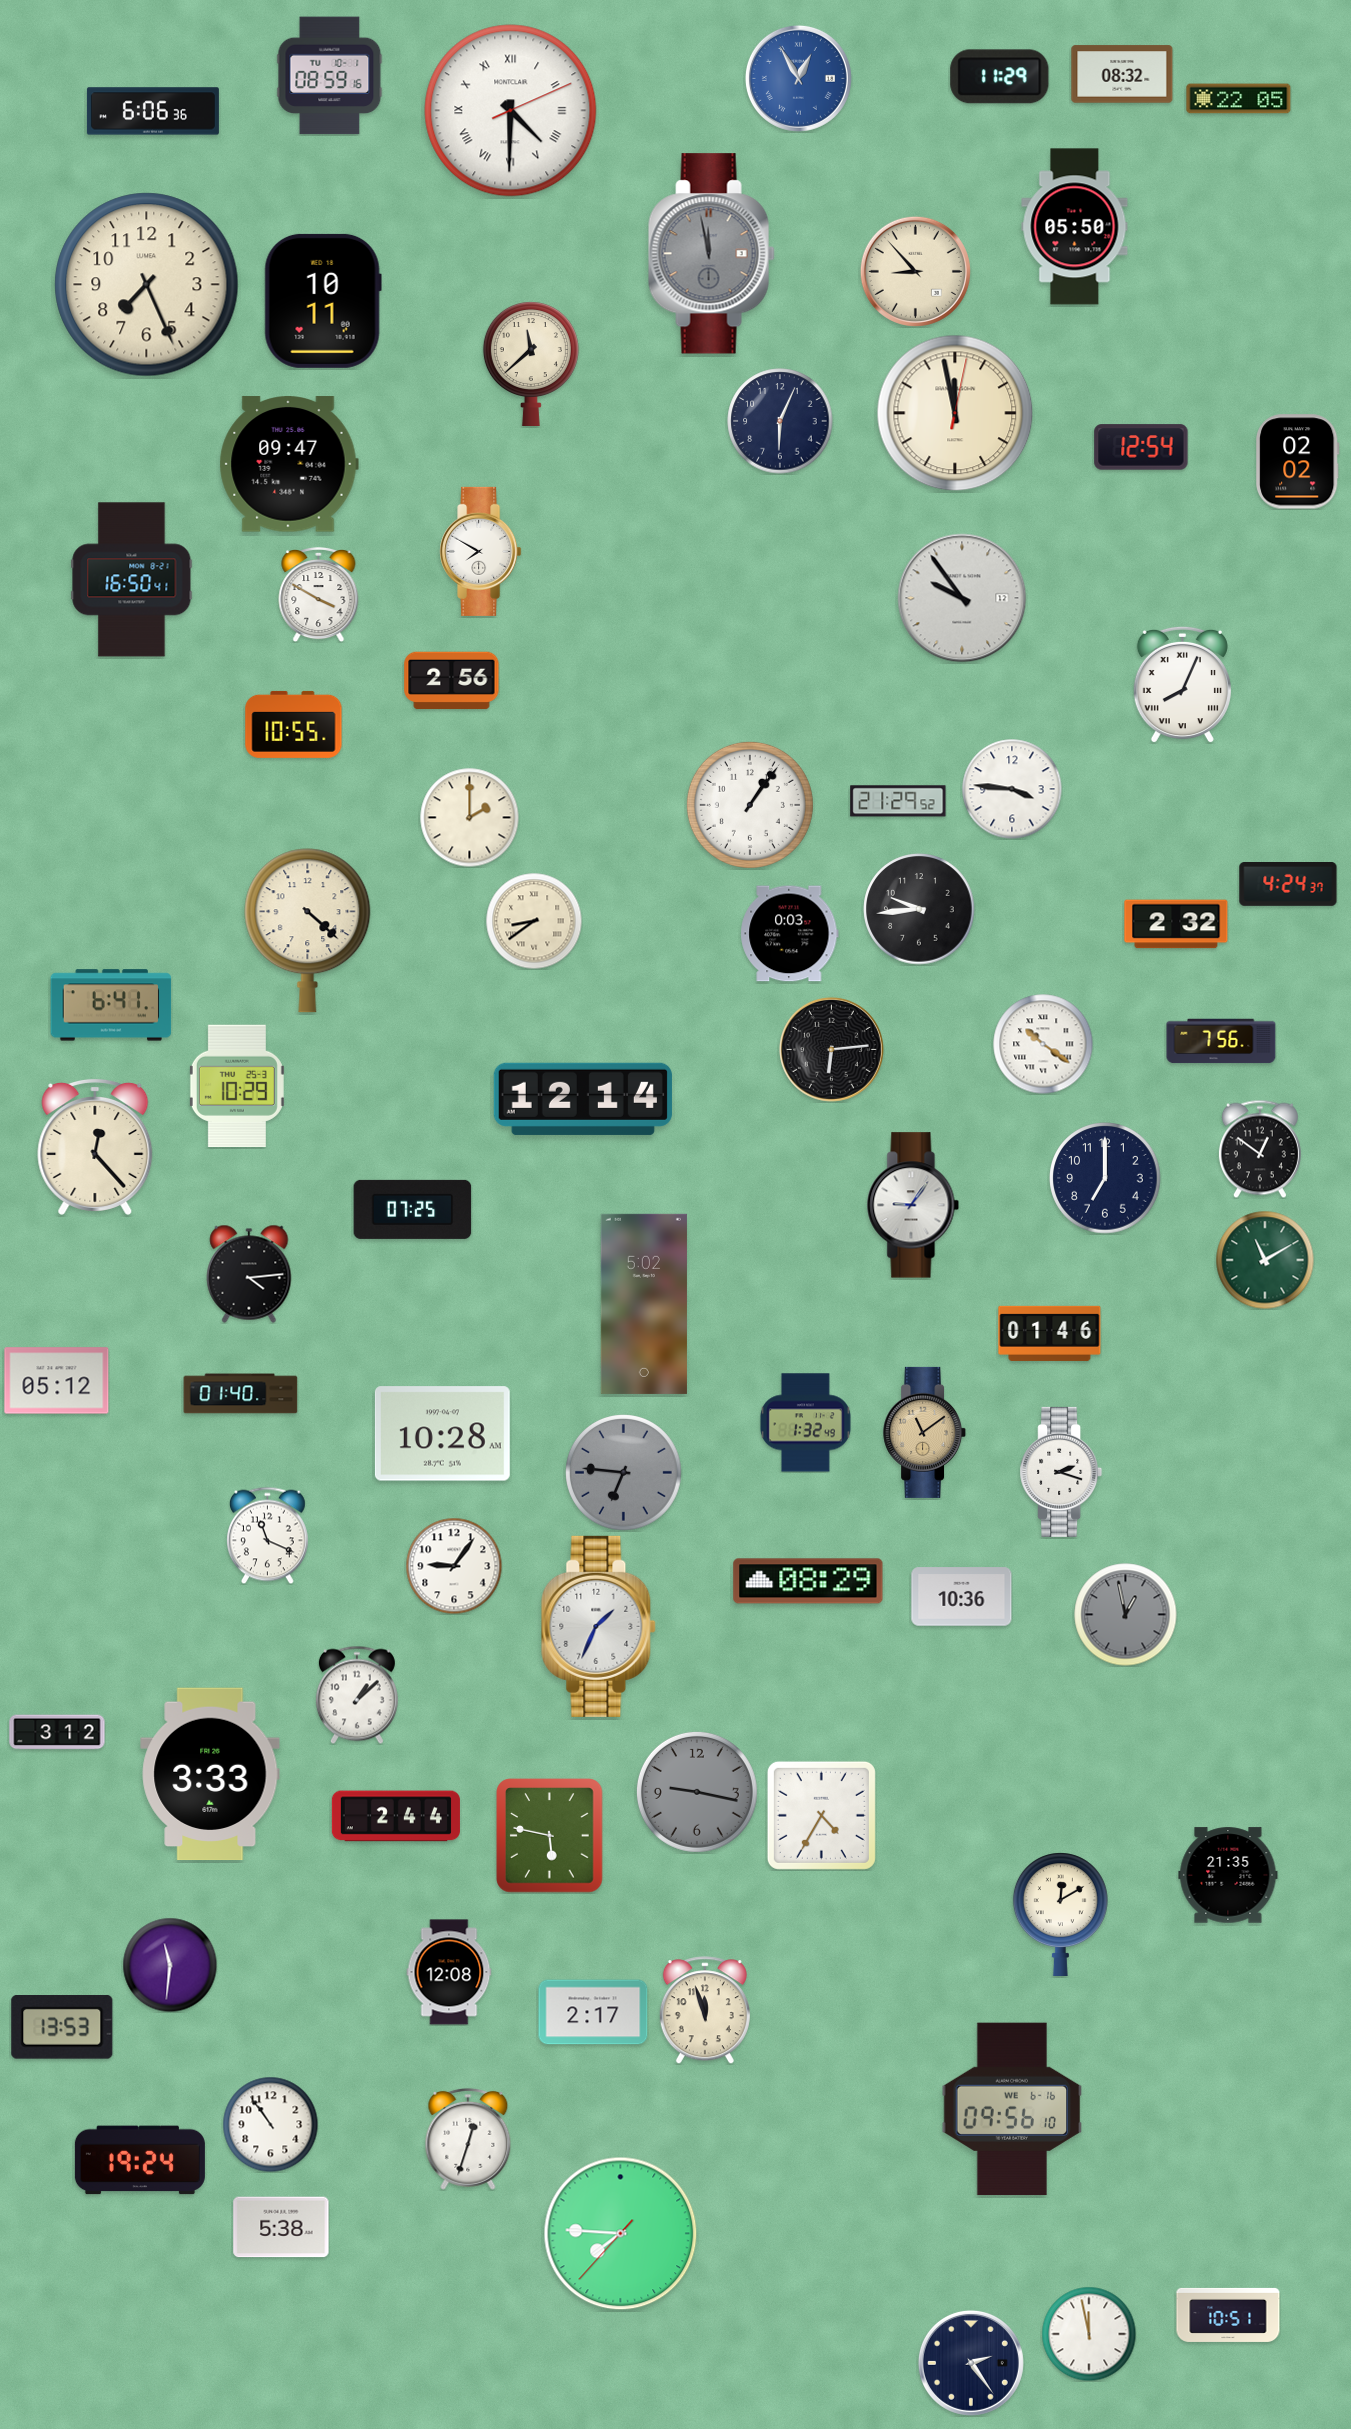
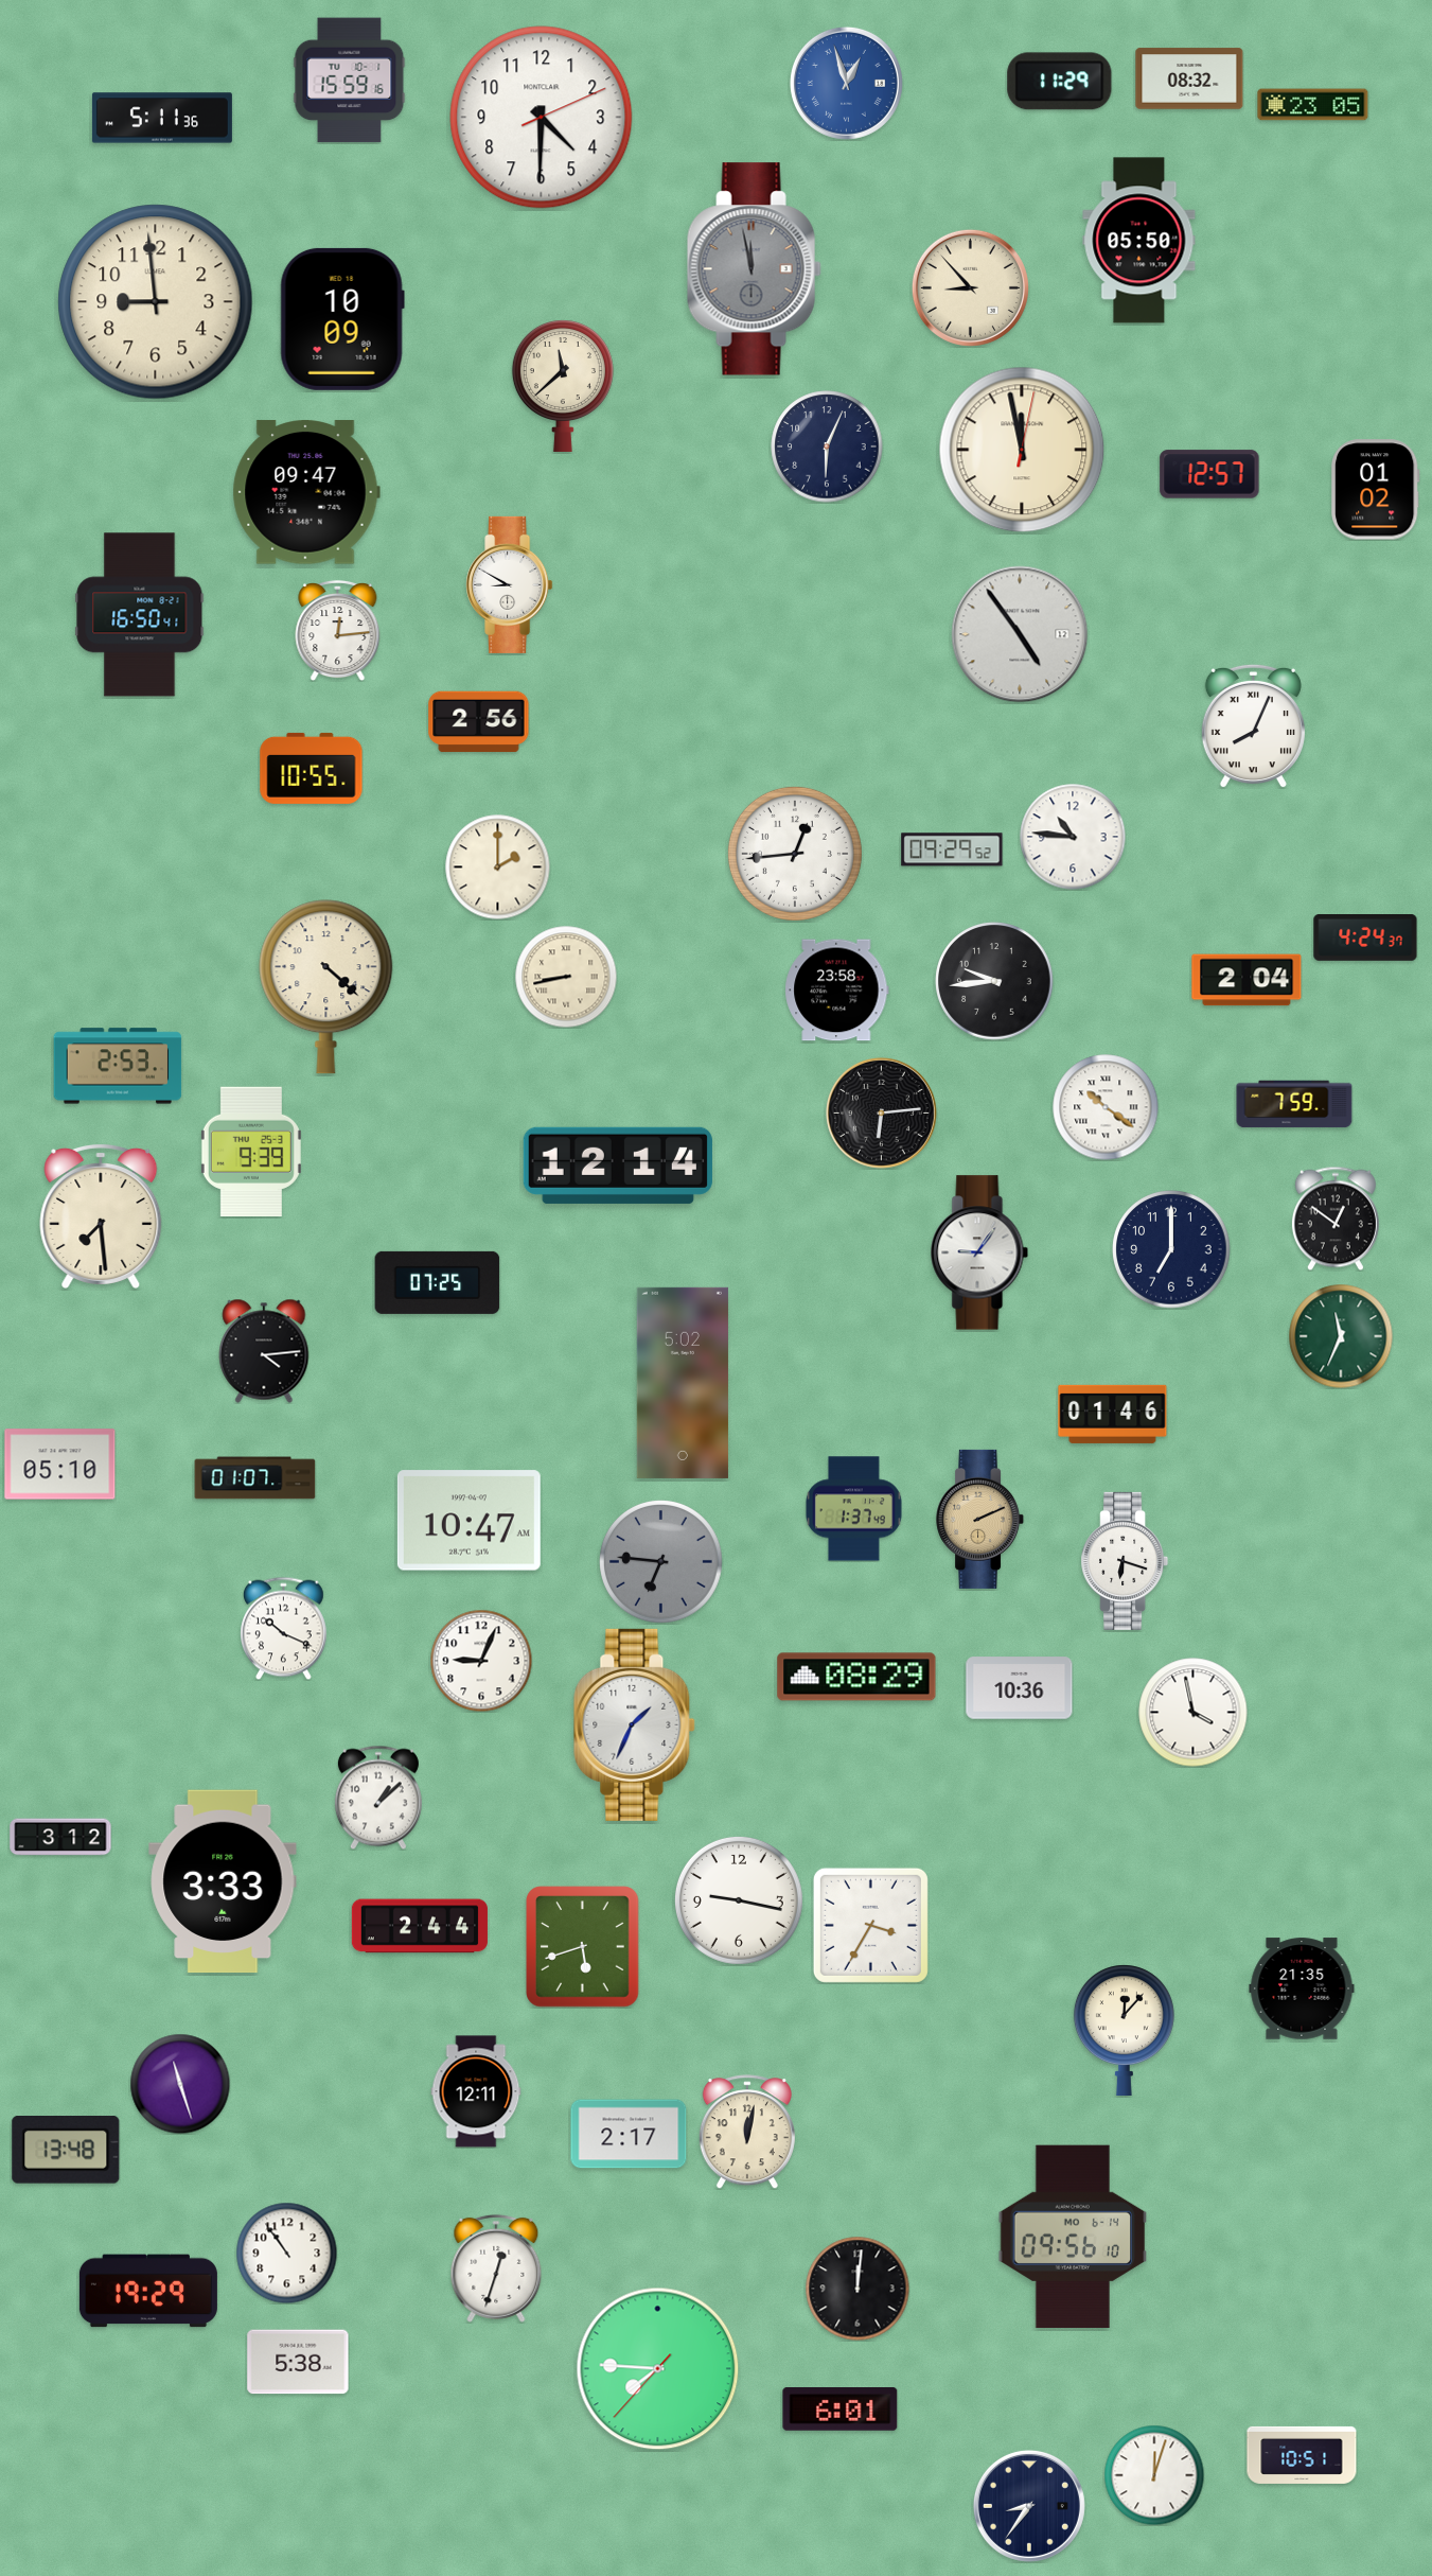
clock at (330, 76): 08:59 -> 15:59
clock at (798, 78): 12:55 -> 12:57
clock at (1239, 99): 22:05 -> 23:05
clock at (153, 111): 6:06 -> 5:11
clock at (511, 111) numerals: Roman -> Arabic
clock at (147, 285): 7:26 -> 8:59
clock at (323, 301): 10:11 -> 10:09
clock at (955, 413) position: (955, 413) -> (1022, 450)
clock at (1141, 447): 12:54 -> 12:57
clock at (1298, 462): 02:02 -> 01:02
clock at (481, 551): 7:50 -> 8:50
clock at (319, 594): 3:50 -> 12:14
clock at (962, 598): 9:54 -> 4:54
clock at (1012, 789): 3:46 -> 10:46
clock at (898, 801): 21:29 -> 09:29
clock at (750, 805): 1:06 -> 12:44
clock at (919, 909) position: (919, 909) -> (994, 981)
clock at (534, 921): 8:39 -> 8:43
clock at (1176, 924): 2:32 -> 2:04
clock at (790, 934): 0:03 -> 23:58
clock at (111, 1005): 6:41 -> 2:53
clock at (1221, 1041): 7:56 -> 7:59
clock at (237, 1085): 10:29 -> 9:39
clock at (95, 1146): 12:23 -> 7:29
clock at (913, 1205) position: (913, 1205) -> (979, 1252)
clock at (1265, 1260): 11:10 -> 11:34
clock at (57, 1381): 05:12 -> 05:10
clock at (241, 1394): 01:40 -> 01:07
clock at (805, 1423): 1:32 -> 1:37
clock at (925, 1432): 11:09 -> 2:11
clock at (442, 1434): 10:28 -> 10:47
clock at (1061, 1472): 2:18 -> 6:18
clock at (268, 1535): 11:19 -> 10:19
clock at (454, 1566): 9:06 -> 9:04
clock at (962, 1597) position: (962, 1597) -> (1020, 1688)
clock at (1126, 1615): 12:58 -> 3:58
clock at (1126, 1615) dial: grey -> white
clock at (697, 1792) dial: grey -> white
clock at (821, 1815): 4:35 -> 3:35
clock at (550, 1836): 5:47 -> 5:42
clock at (1060, 1914): 12:10 -> 12:07
clock at (170, 1965): 11:31 -> 11:27
clock at (449, 1972): 12:08 -> 12:11
clock at (705, 2010): 11:57 -> 12:02
clock at (62, 2028): 13:53 -> 13:48
clock at (1012, 2109) date: WE 6-16 -> MO 6-14
clock at (858, 2289): none -> 12:01
clock at (140, 2160): 19:24 -> 19:29
clock at (841, 2409): none -> 6:01
clock at (1089, 2334): 11:58 -> 12:03
clock at (971, 2363): 2:24 -> 8:36
